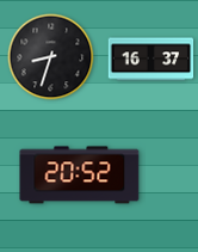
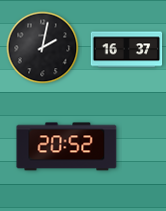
clock at (51, 57): 8:33 -> 2:02
